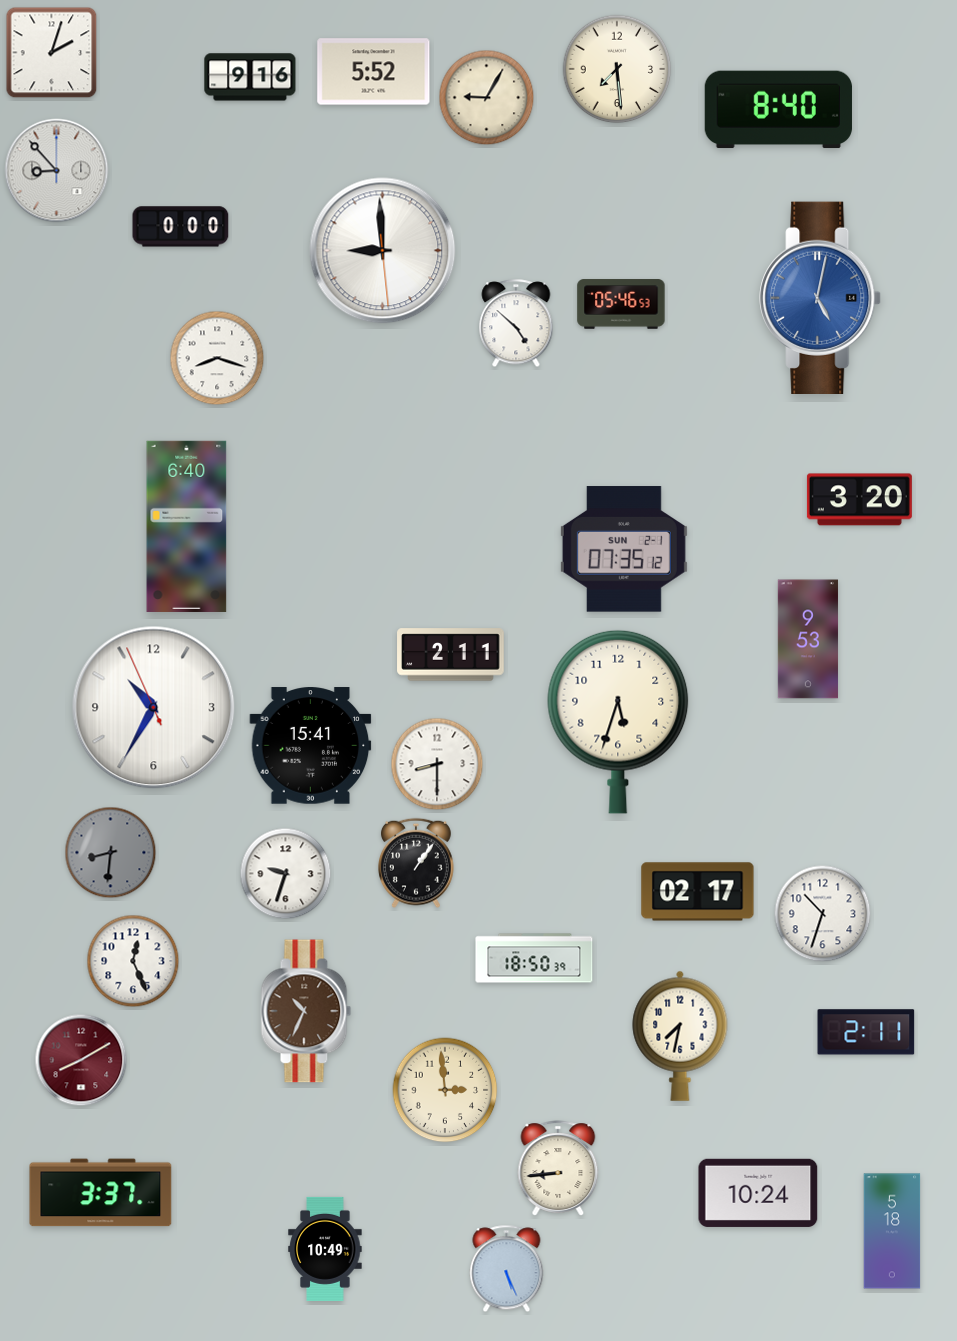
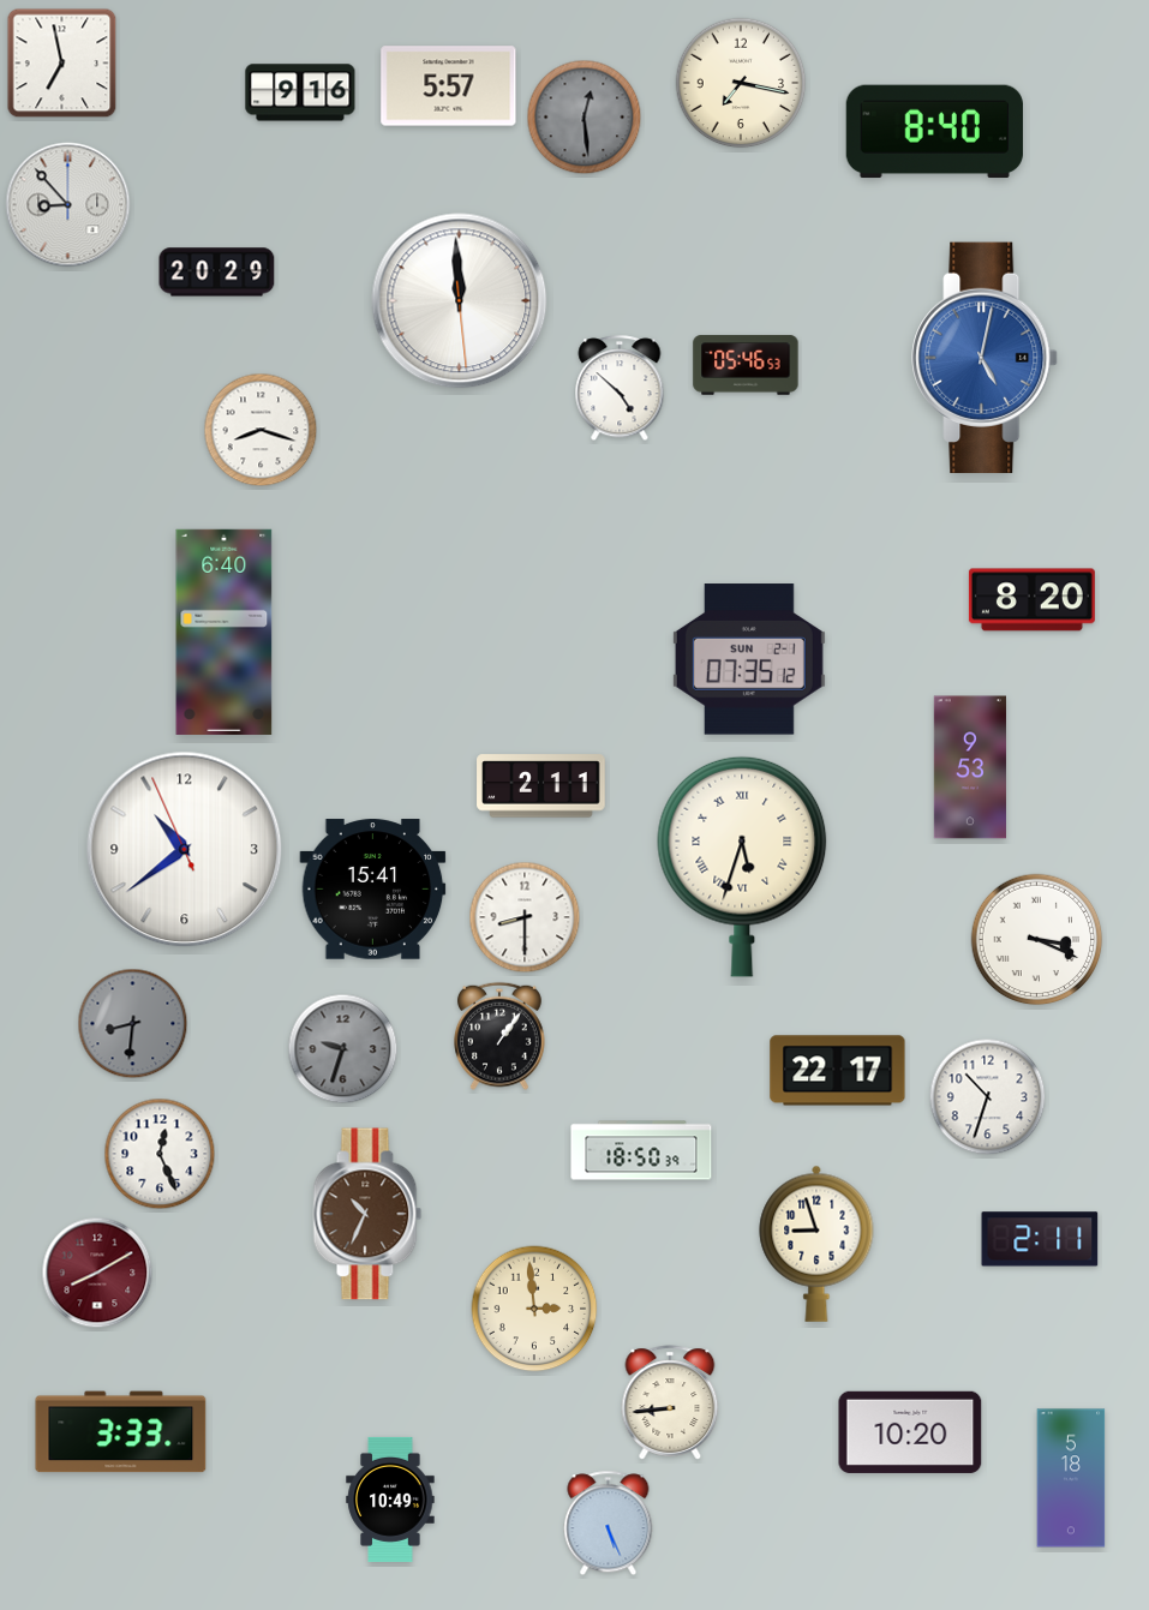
clock at (52, 53): 2:03 -> 6:58
clock at (617, 69): 7:29 -> 7:17
clock at (374, 72): 5:52 -> 5:57
clock at (487, 98): 9:05 -> 12:29
clock at (487, 98) dial: cream -> grey
clock at (181, 227): 0:00 -> 20:29
clock at (383, 251): 8:59 -> 11:59
clock at (859, 500): 3:20 -> 8:20
clock at (154, 708): 10:34 -> 10:38
clock at (618, 722) numerals: Arabic -> Roman
clock at (311, 746) position: (311, 746) -> (373, 890)
clock at (1037, 940): none -> 3:19
clock at (286, 874) dial: white -> grey
clock at (698, 892): 02:17 -> 22:17
clock at (680, 1036): 7:32 -> 8:57
clock at (101, 1193): 3:37 -> 3:33
clock at (758, 1193): 10:24 -> 10:20
